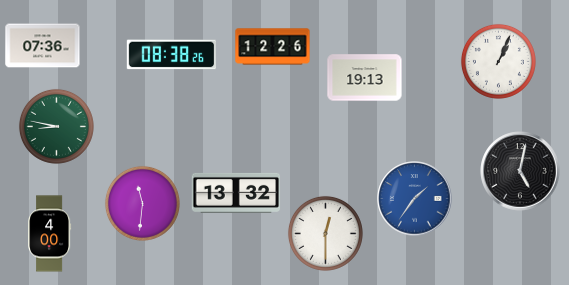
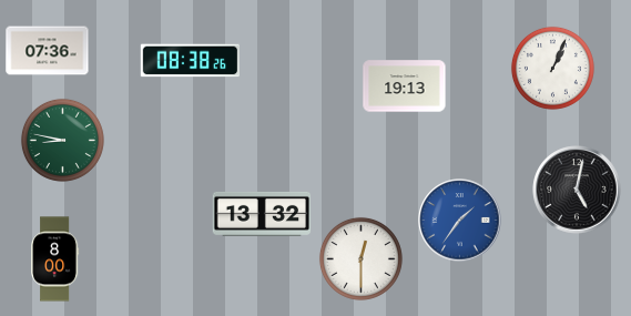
clock at (273, 47): 12:26 -> none
clock at (142, 203): 11:31 -> none
clock at (50, 234): 4:00 -> 8:00
